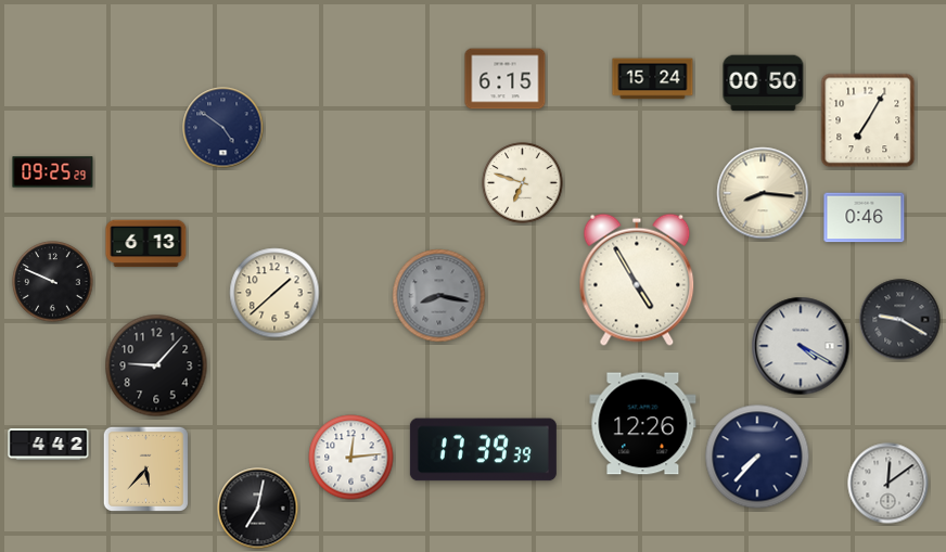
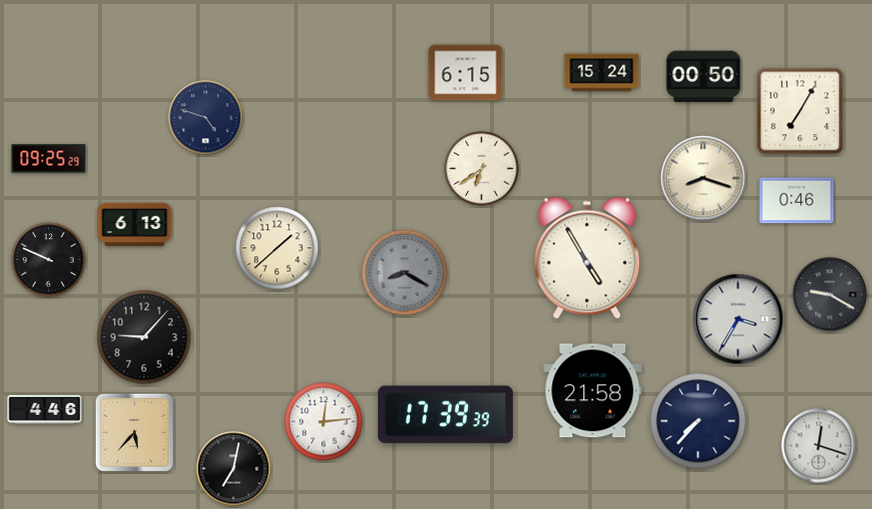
clock at (223, 128): 4:51 -> 4:48
clock at (523, 183): 6:48 -> 6:39
clock at (763, 193): 8:16 -> 8:18
clock at (274, 293) position: (274, 293) -> (277, 248)
clock at (439, 296): 8:17 -> 8:20
clock at (801, 346): 4:20 -> 3:35
clock at (643, 424): 12:26 -> 21:58
clock at (49, 445): 4:42 -> 4:46
clock at (889, 484): 12:09 -> 12:18
clock at (258, 509) position: (258, 509) -> (234, 469)
